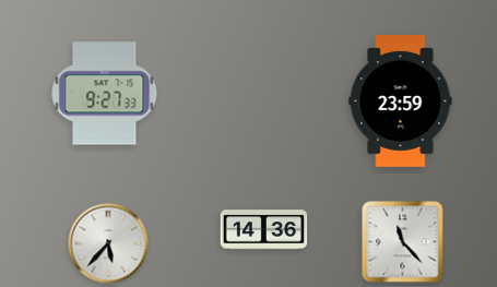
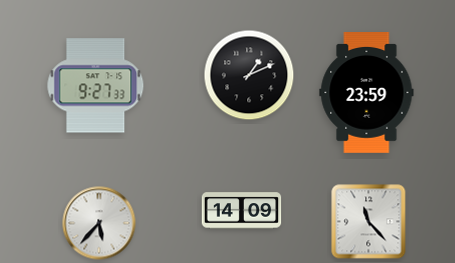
clock at (249, 75): none -> 1:11
clock at (264, 230): 14:36 -> 14:09
